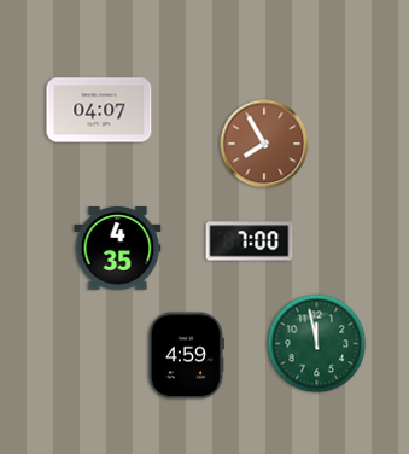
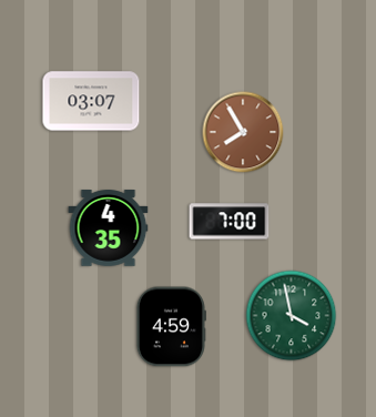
clock at (99, 110): 04:07 -> 03:07
clock at (317, 344): 11:58 -> 3:58
